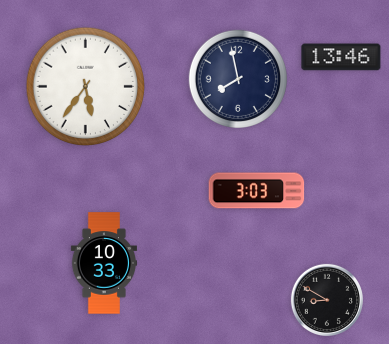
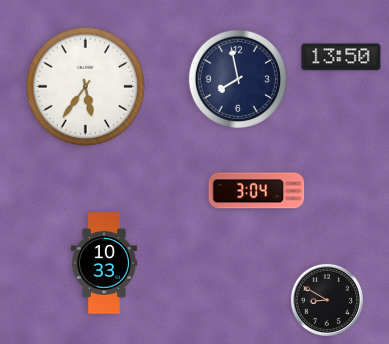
clock at (341, 57): 13:46 -> 13:50
clock at (257, 191): 3:03 -> 3:04
